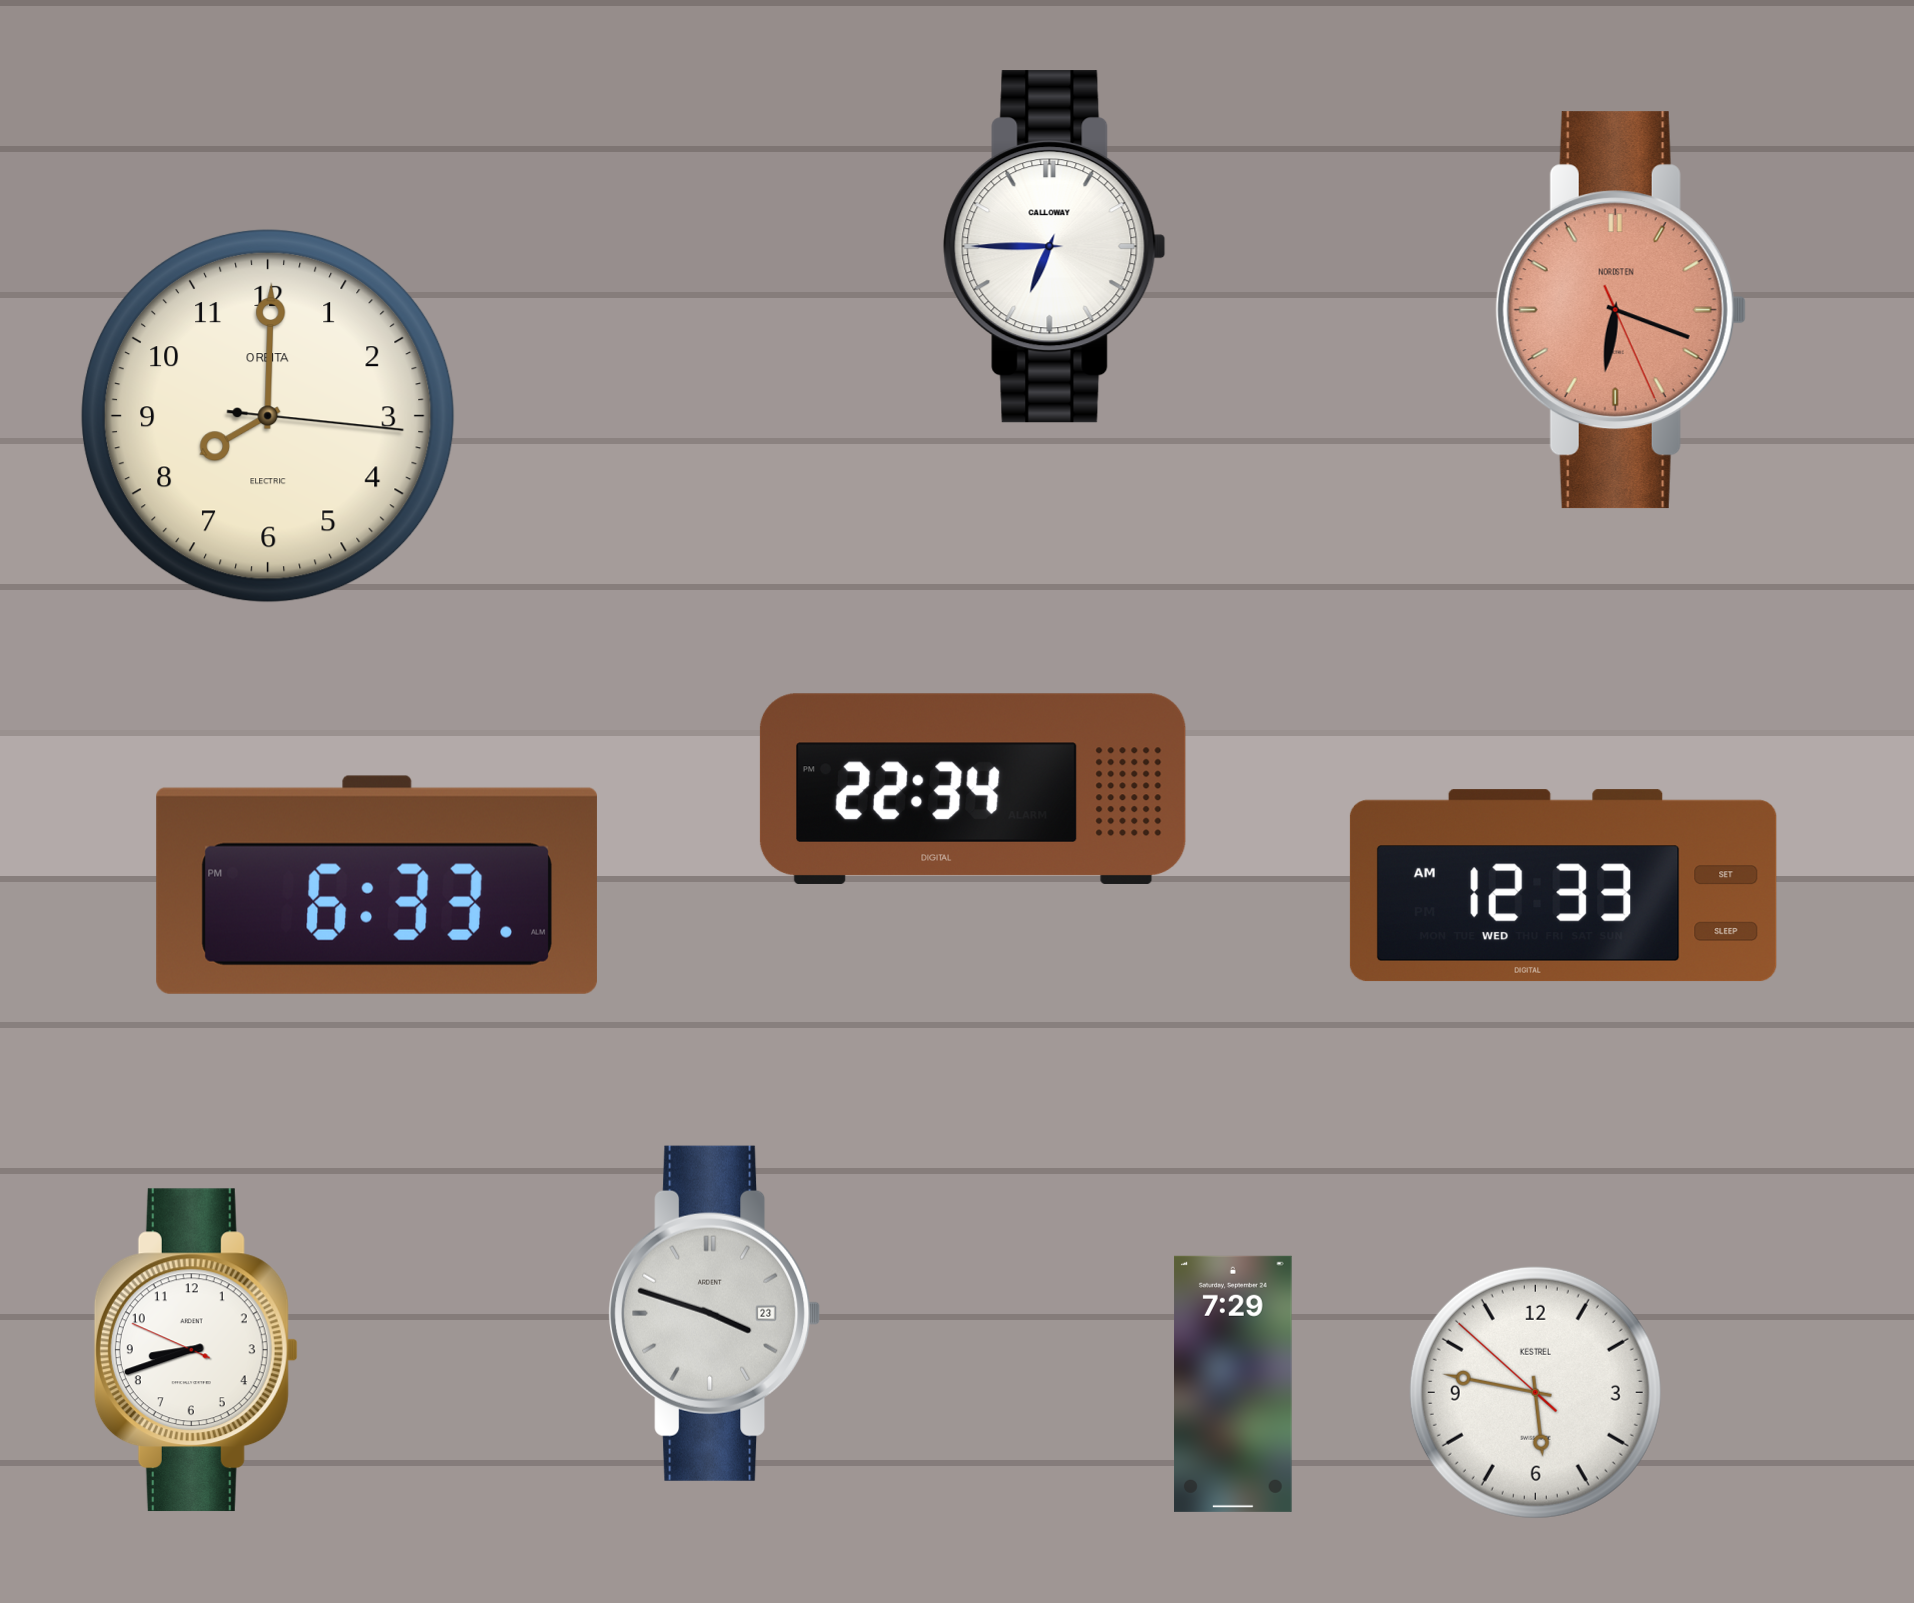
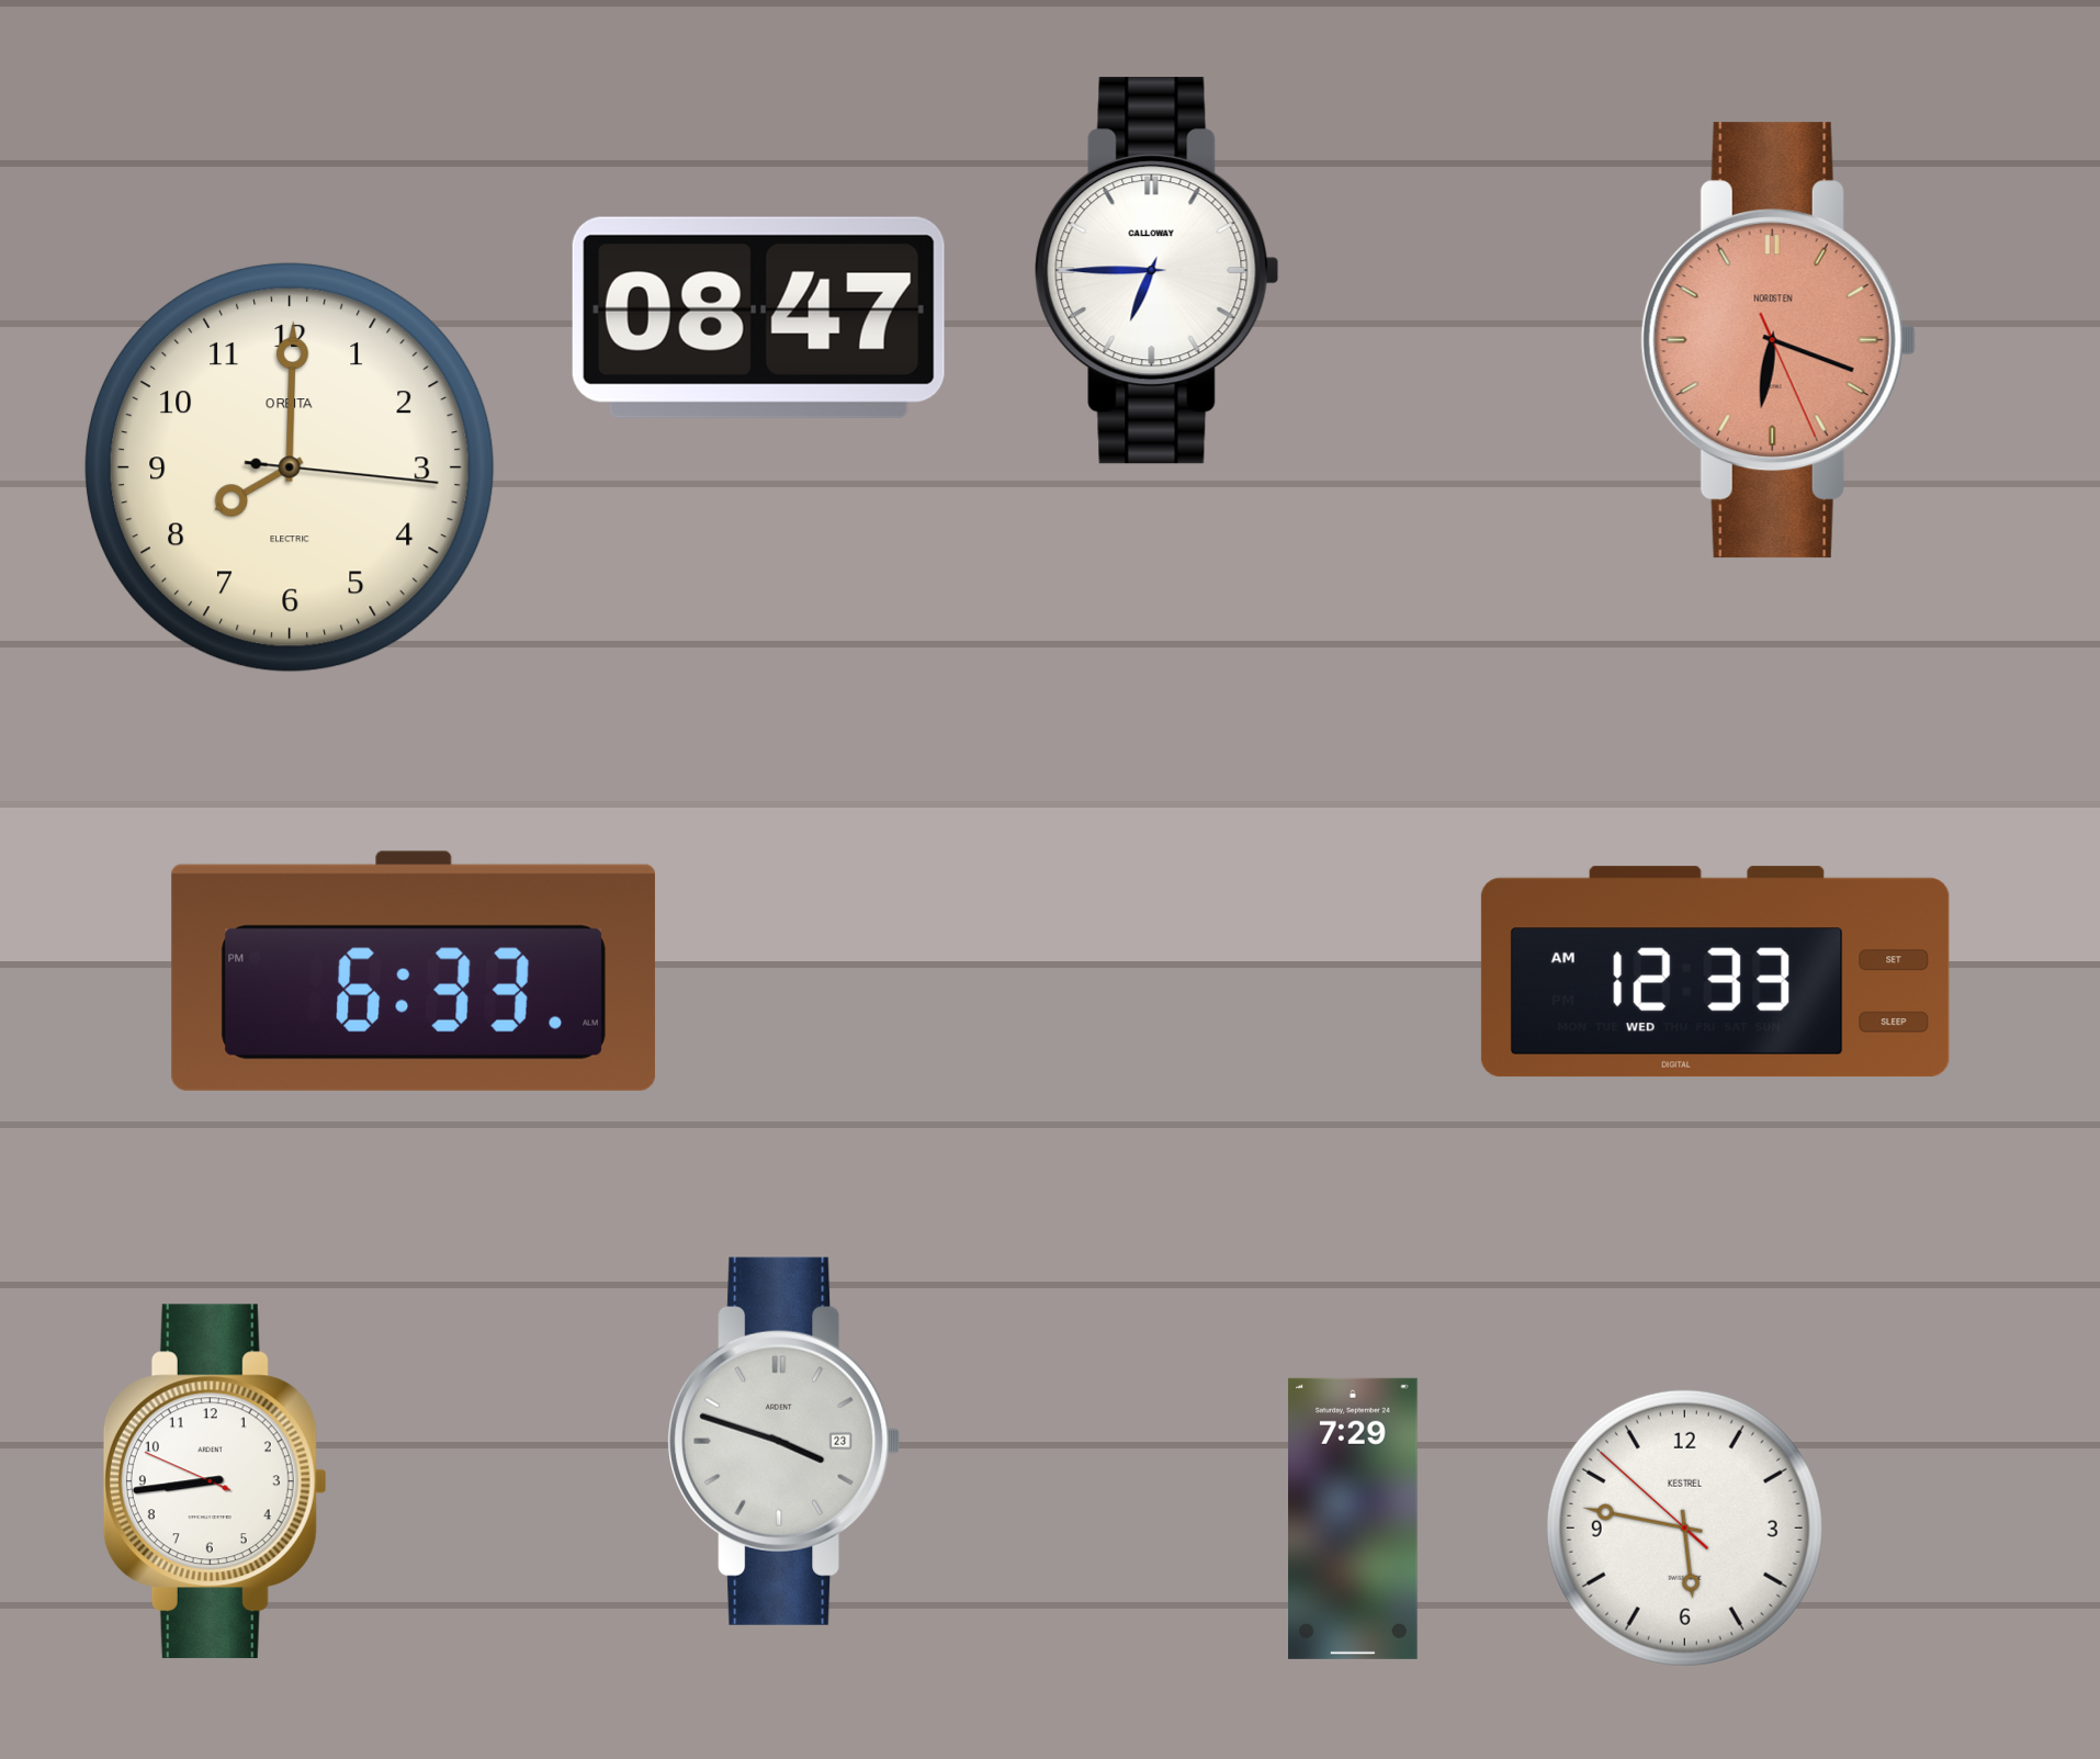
clock at (758, 317): none -> 08:47
clock at (268, 416) position: (268, 416) -> (290, 467)
clock at (973, 789): 22:34 -> none
clock at (196, 1350): 8:41 -> 8:43
